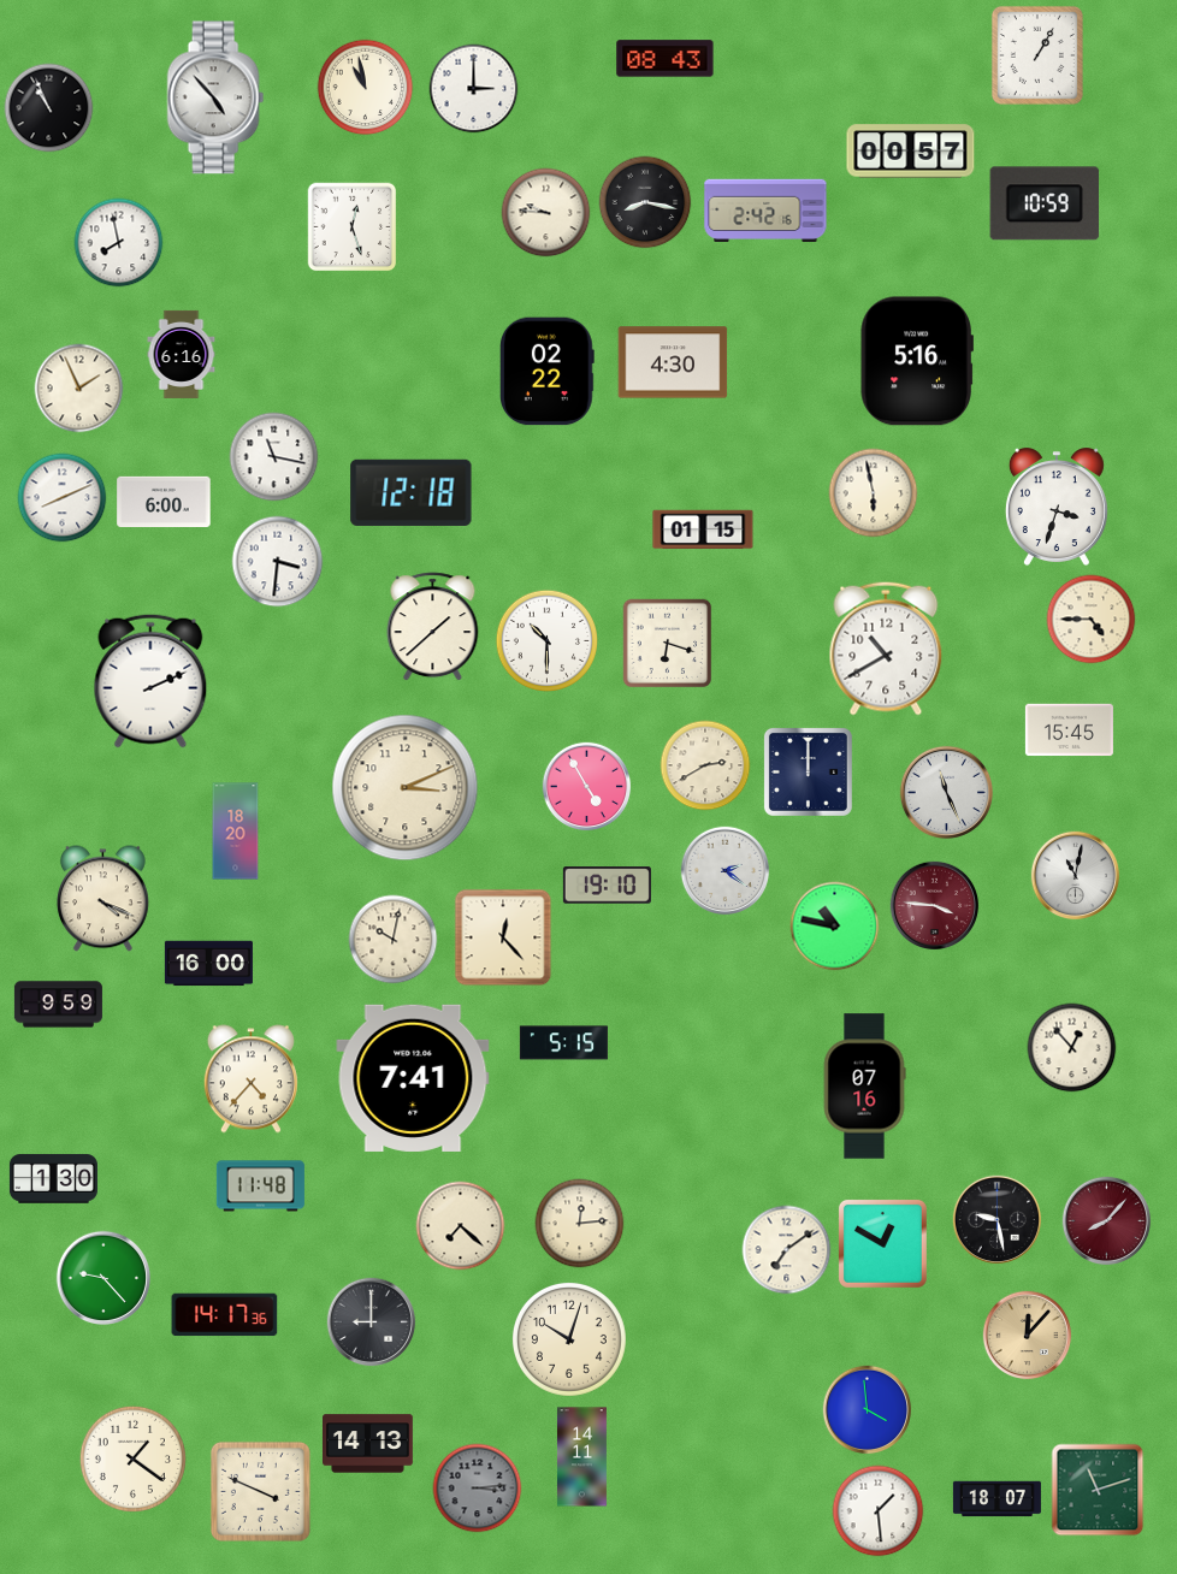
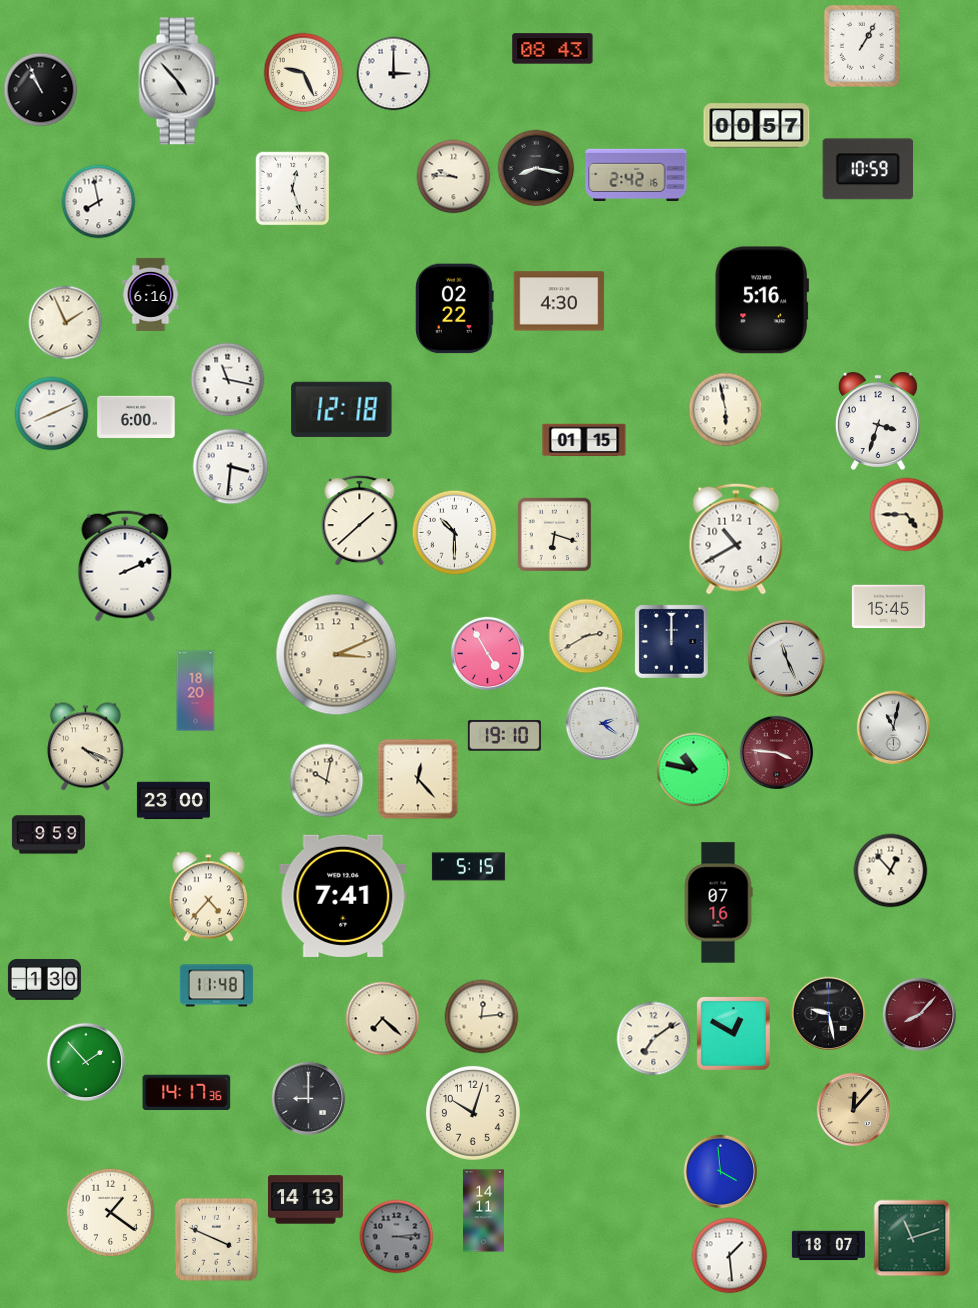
clock at (366, 88): 10:58 -> 9:26
clock at (208, 964): 16:00 -> 23:00
clock at (102, 1277): 9:23 -> 1:53
